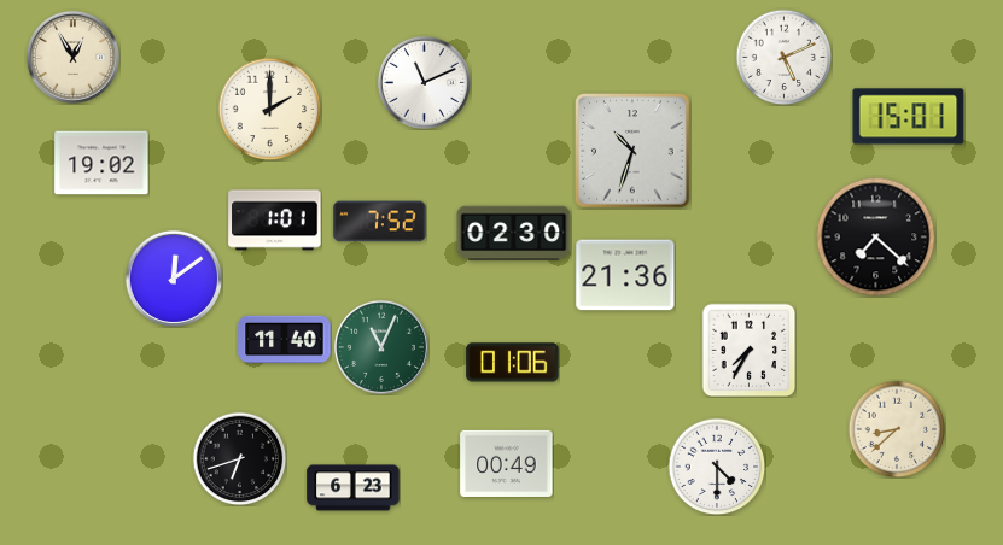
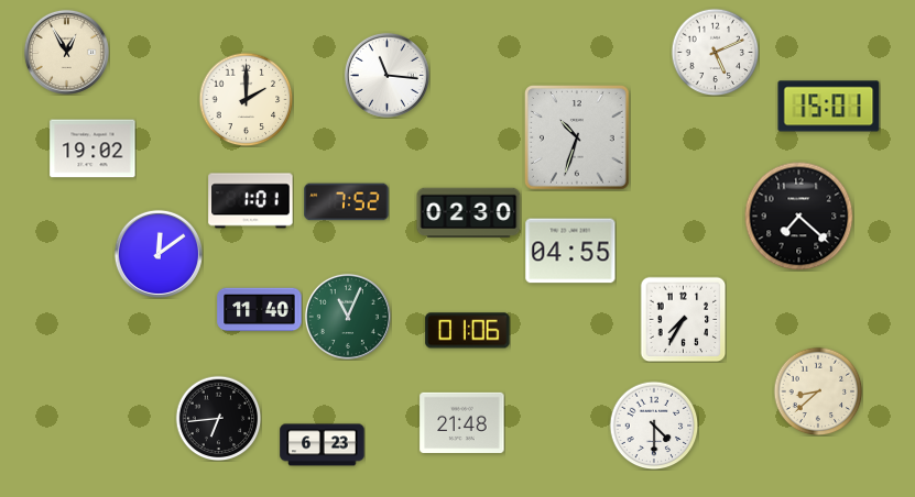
clock at (424, 82): 11:11 -> 11:16
clock at (625, 275): 21:36 -> 04:55
clock at (239, 458): 6:42 -> 6:44
clock at (507, 463): 00:49 -> 21:48
